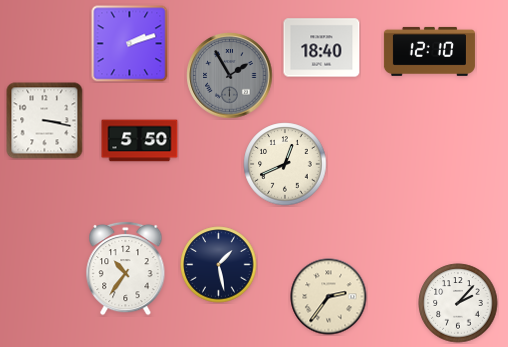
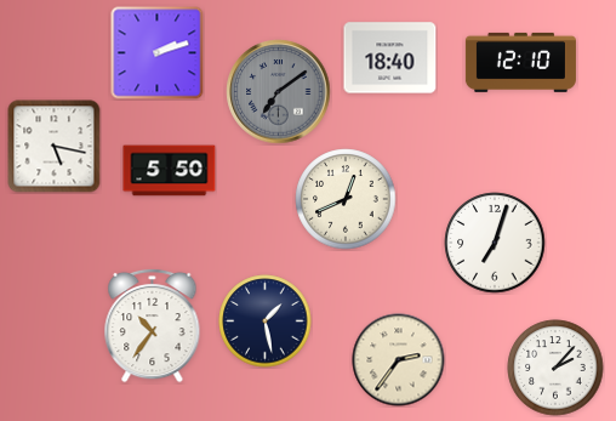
clock at (230, 76): 1:55 -> 7:09
clock at (45, 121): 3:17 -> 5:17
clock at (495, 243): none -> 7:03
